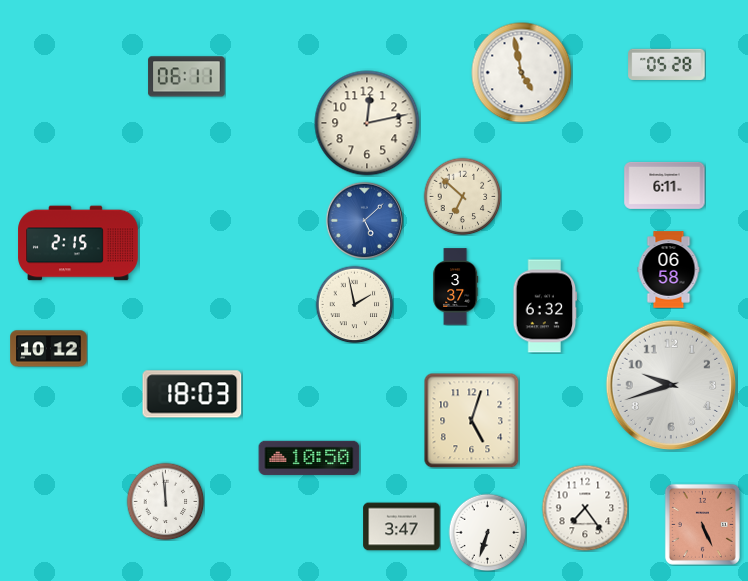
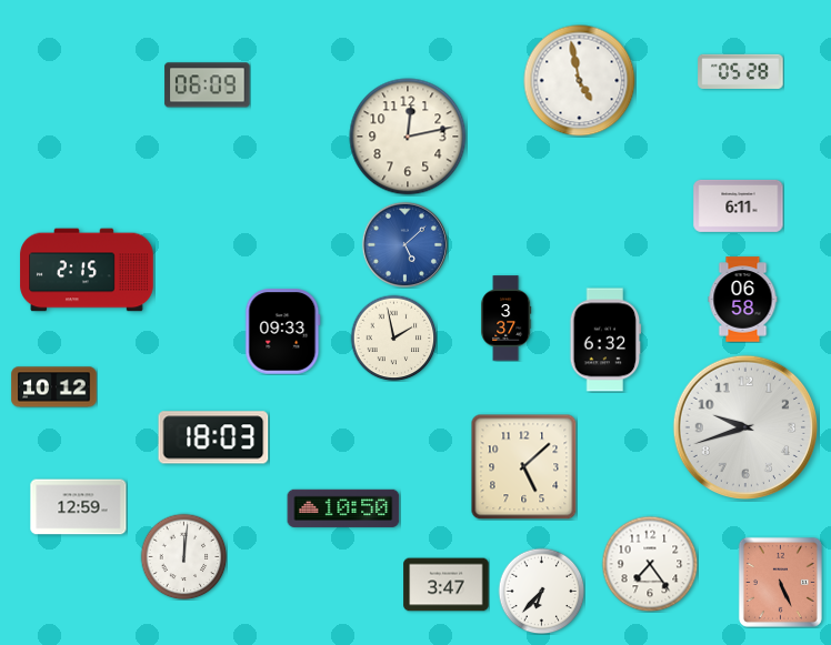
clock at (187, 77): 06:11 -> 06:09
clock at (462, 196): 6:52 -> none
clock at (283, 332): none -> 09:33
clock at (471, 420): 5:03 -> 5:08
clock at (79, 507): none -> 12:59
clock at (165, 501): 11:59 -> 12:01
clock at (487, 532): 6:33 -> 6:37
